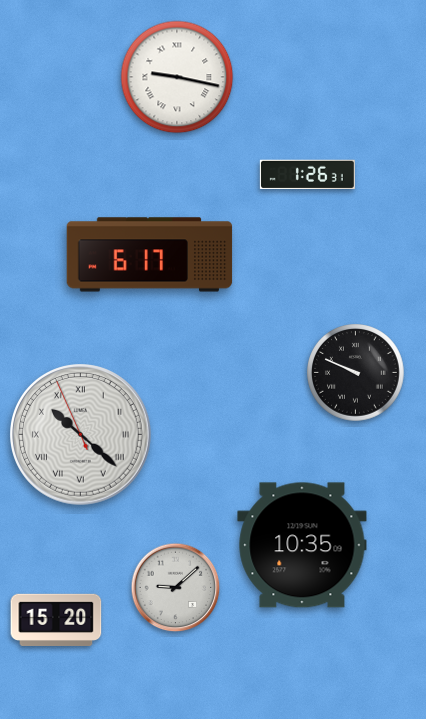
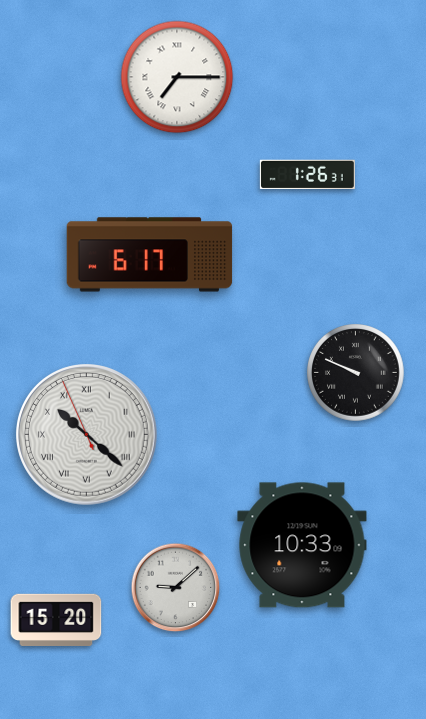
clock at (177, 77): 9:17 -> 7:15
clock at (81, 435) position: (81, 435) -> (87, 435)
clock at (302, 545): 10:35 -> 10:33
